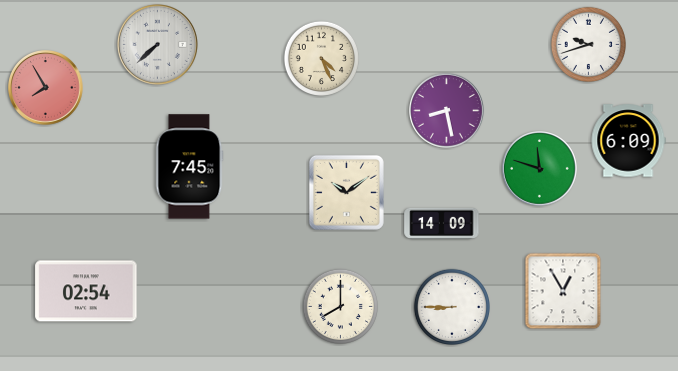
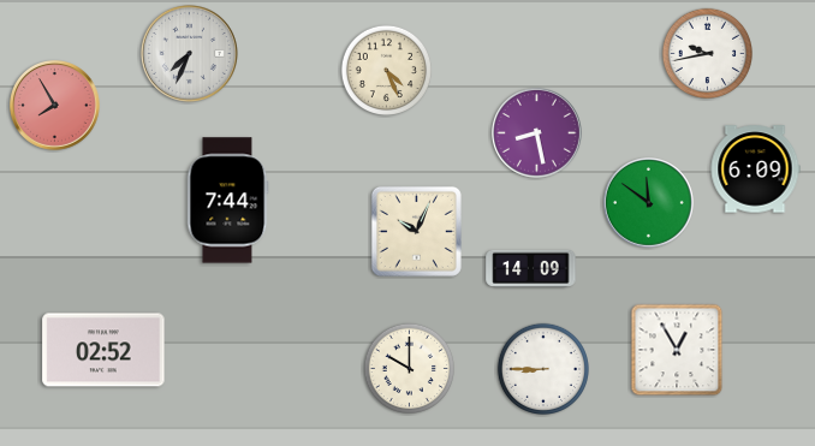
clock at (157, 44): 7:38 -> 7:34
clock at (588, 44): 9:42 -> 9:43
clock at (189, 167): 7:45 -> 7:44
clock at (540, 169): 11:48 -> 11:51
clock at (346, 192): 10:09 -> 10:04
clock at (86, 291): 02:54 -> 02:52
clock at (340, 306): 8:00 -> 10:00
